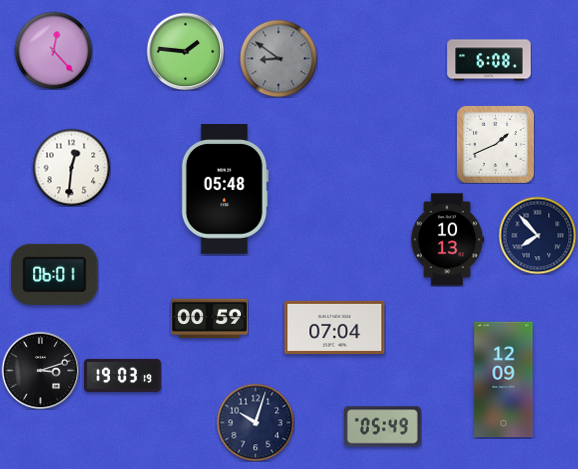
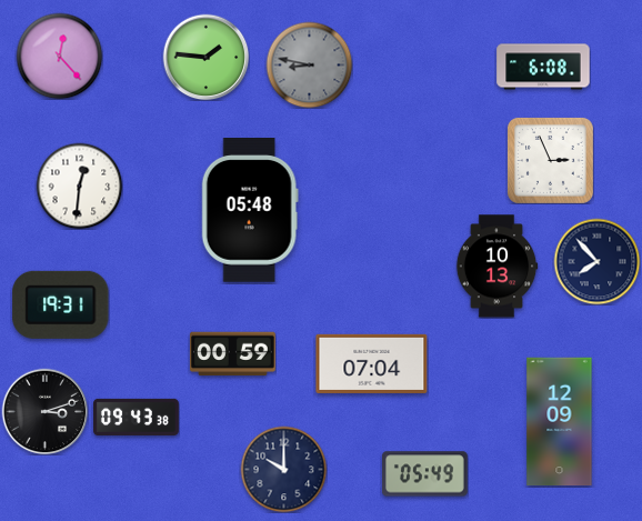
clock at (278, 58): 8:51 -> 8:47
clock at (495, 144): 1:41 -> 2:56
clock at (55, 274): 06:01 -> 19:31
clock at (123, 375): 19:03 -> 09:43
clock at (255, 422): 10:03 -> 10:00
